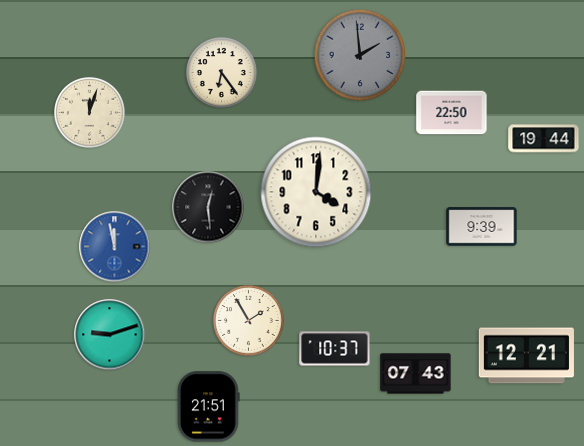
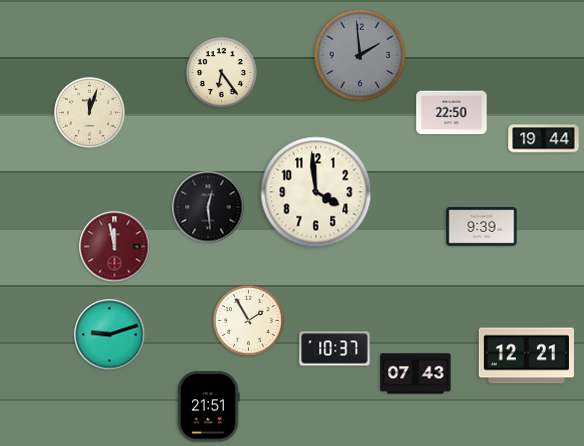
clock at (316, 192): 4:01 -> 3:59
clock at (115, 247) dial: blue -> burgundy
